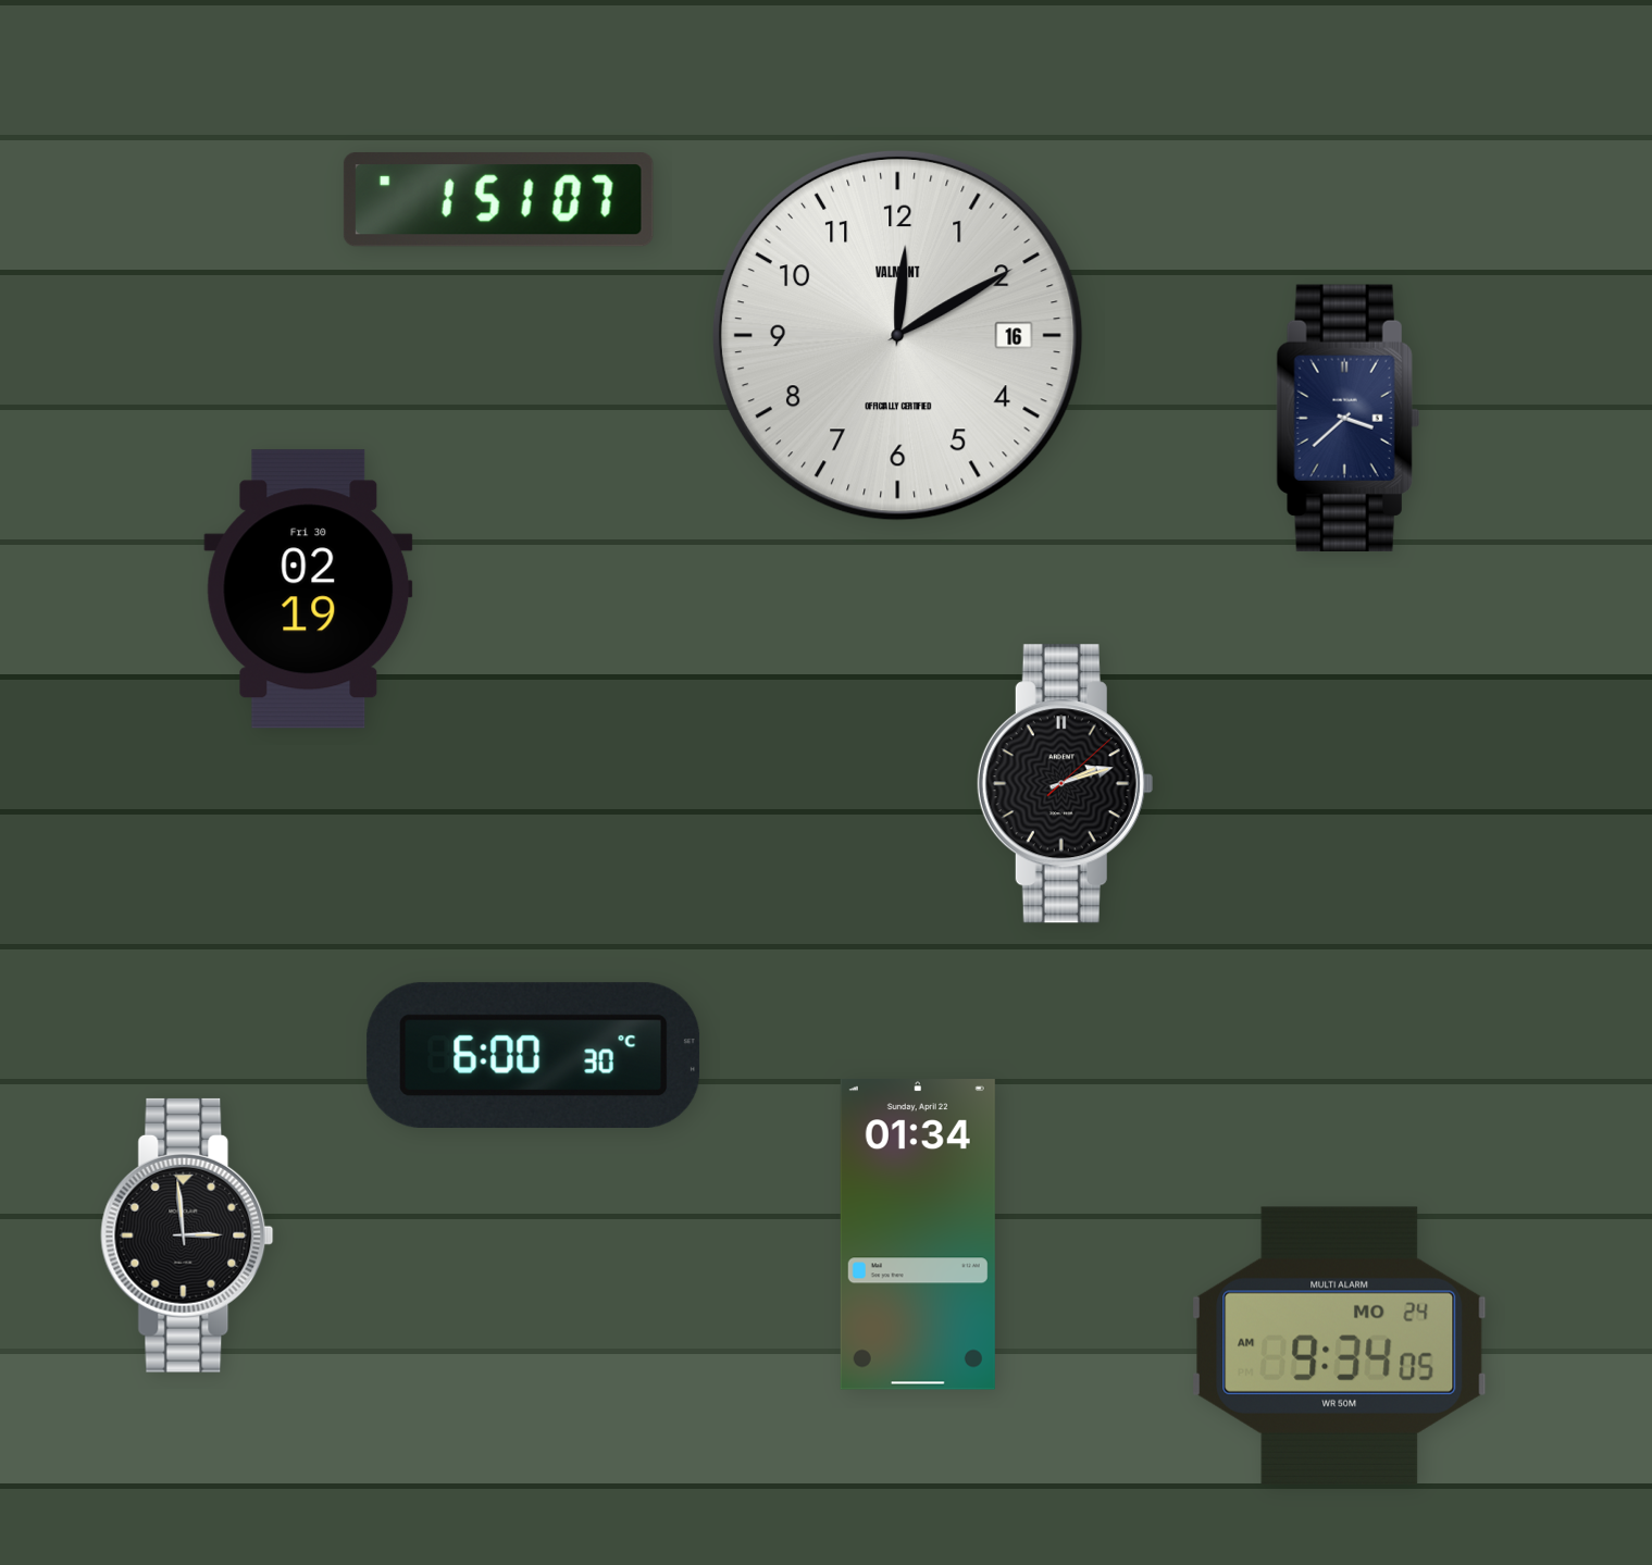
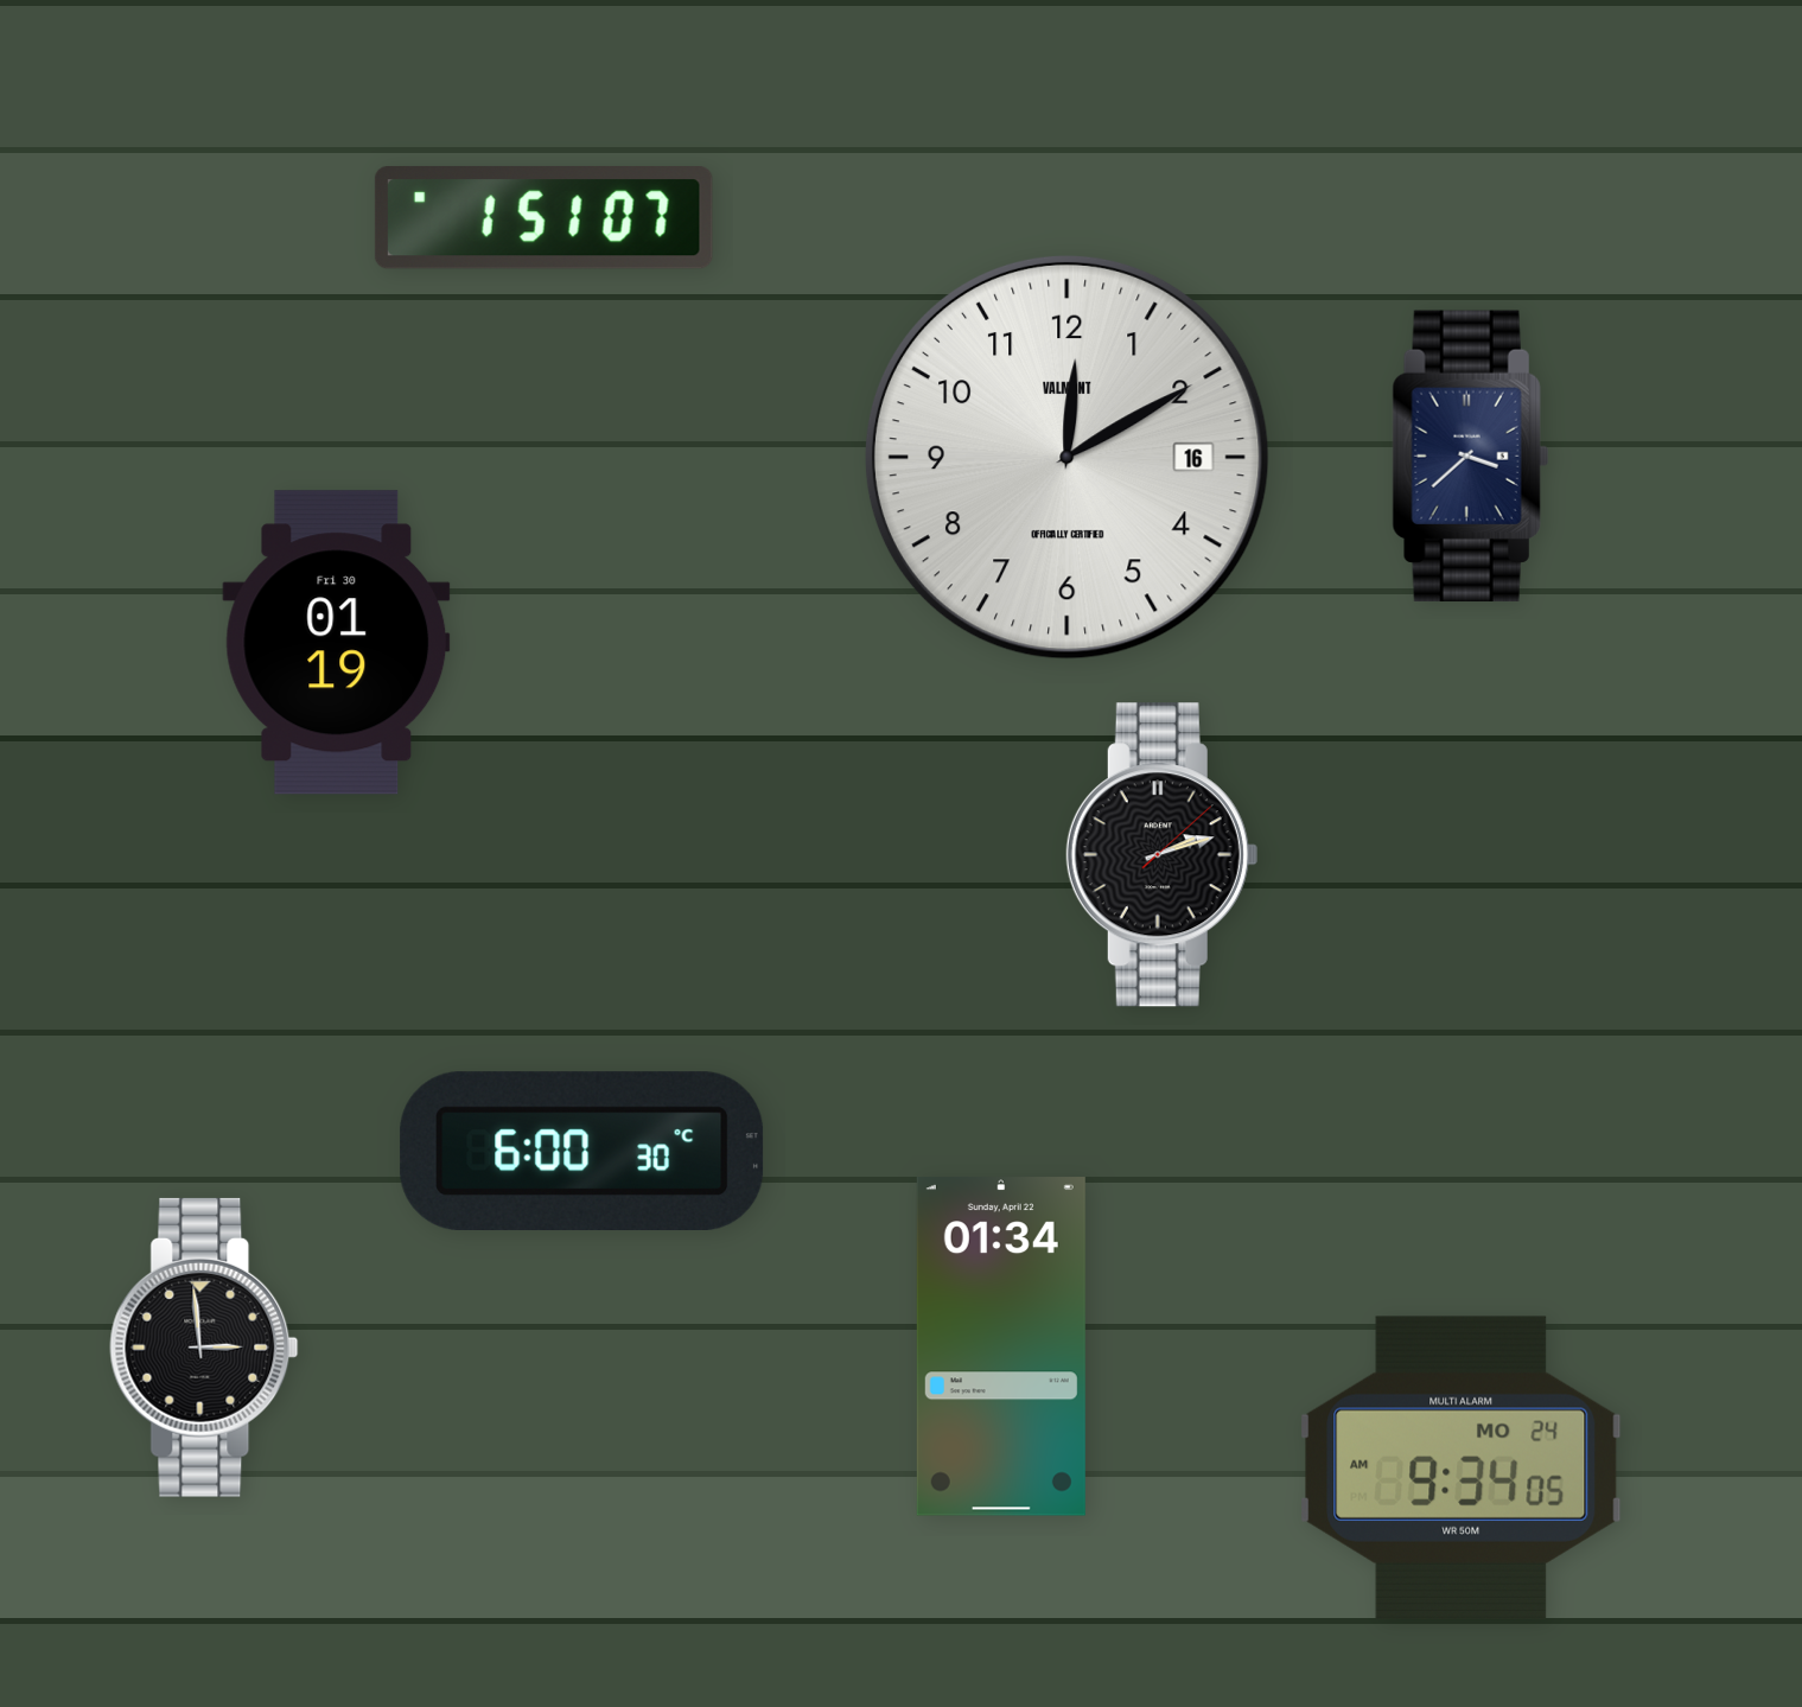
clock at (897, 335) position: (897, 335) -> (1066, 457)
clock at (309, 589): 02:19 -> 01:19
